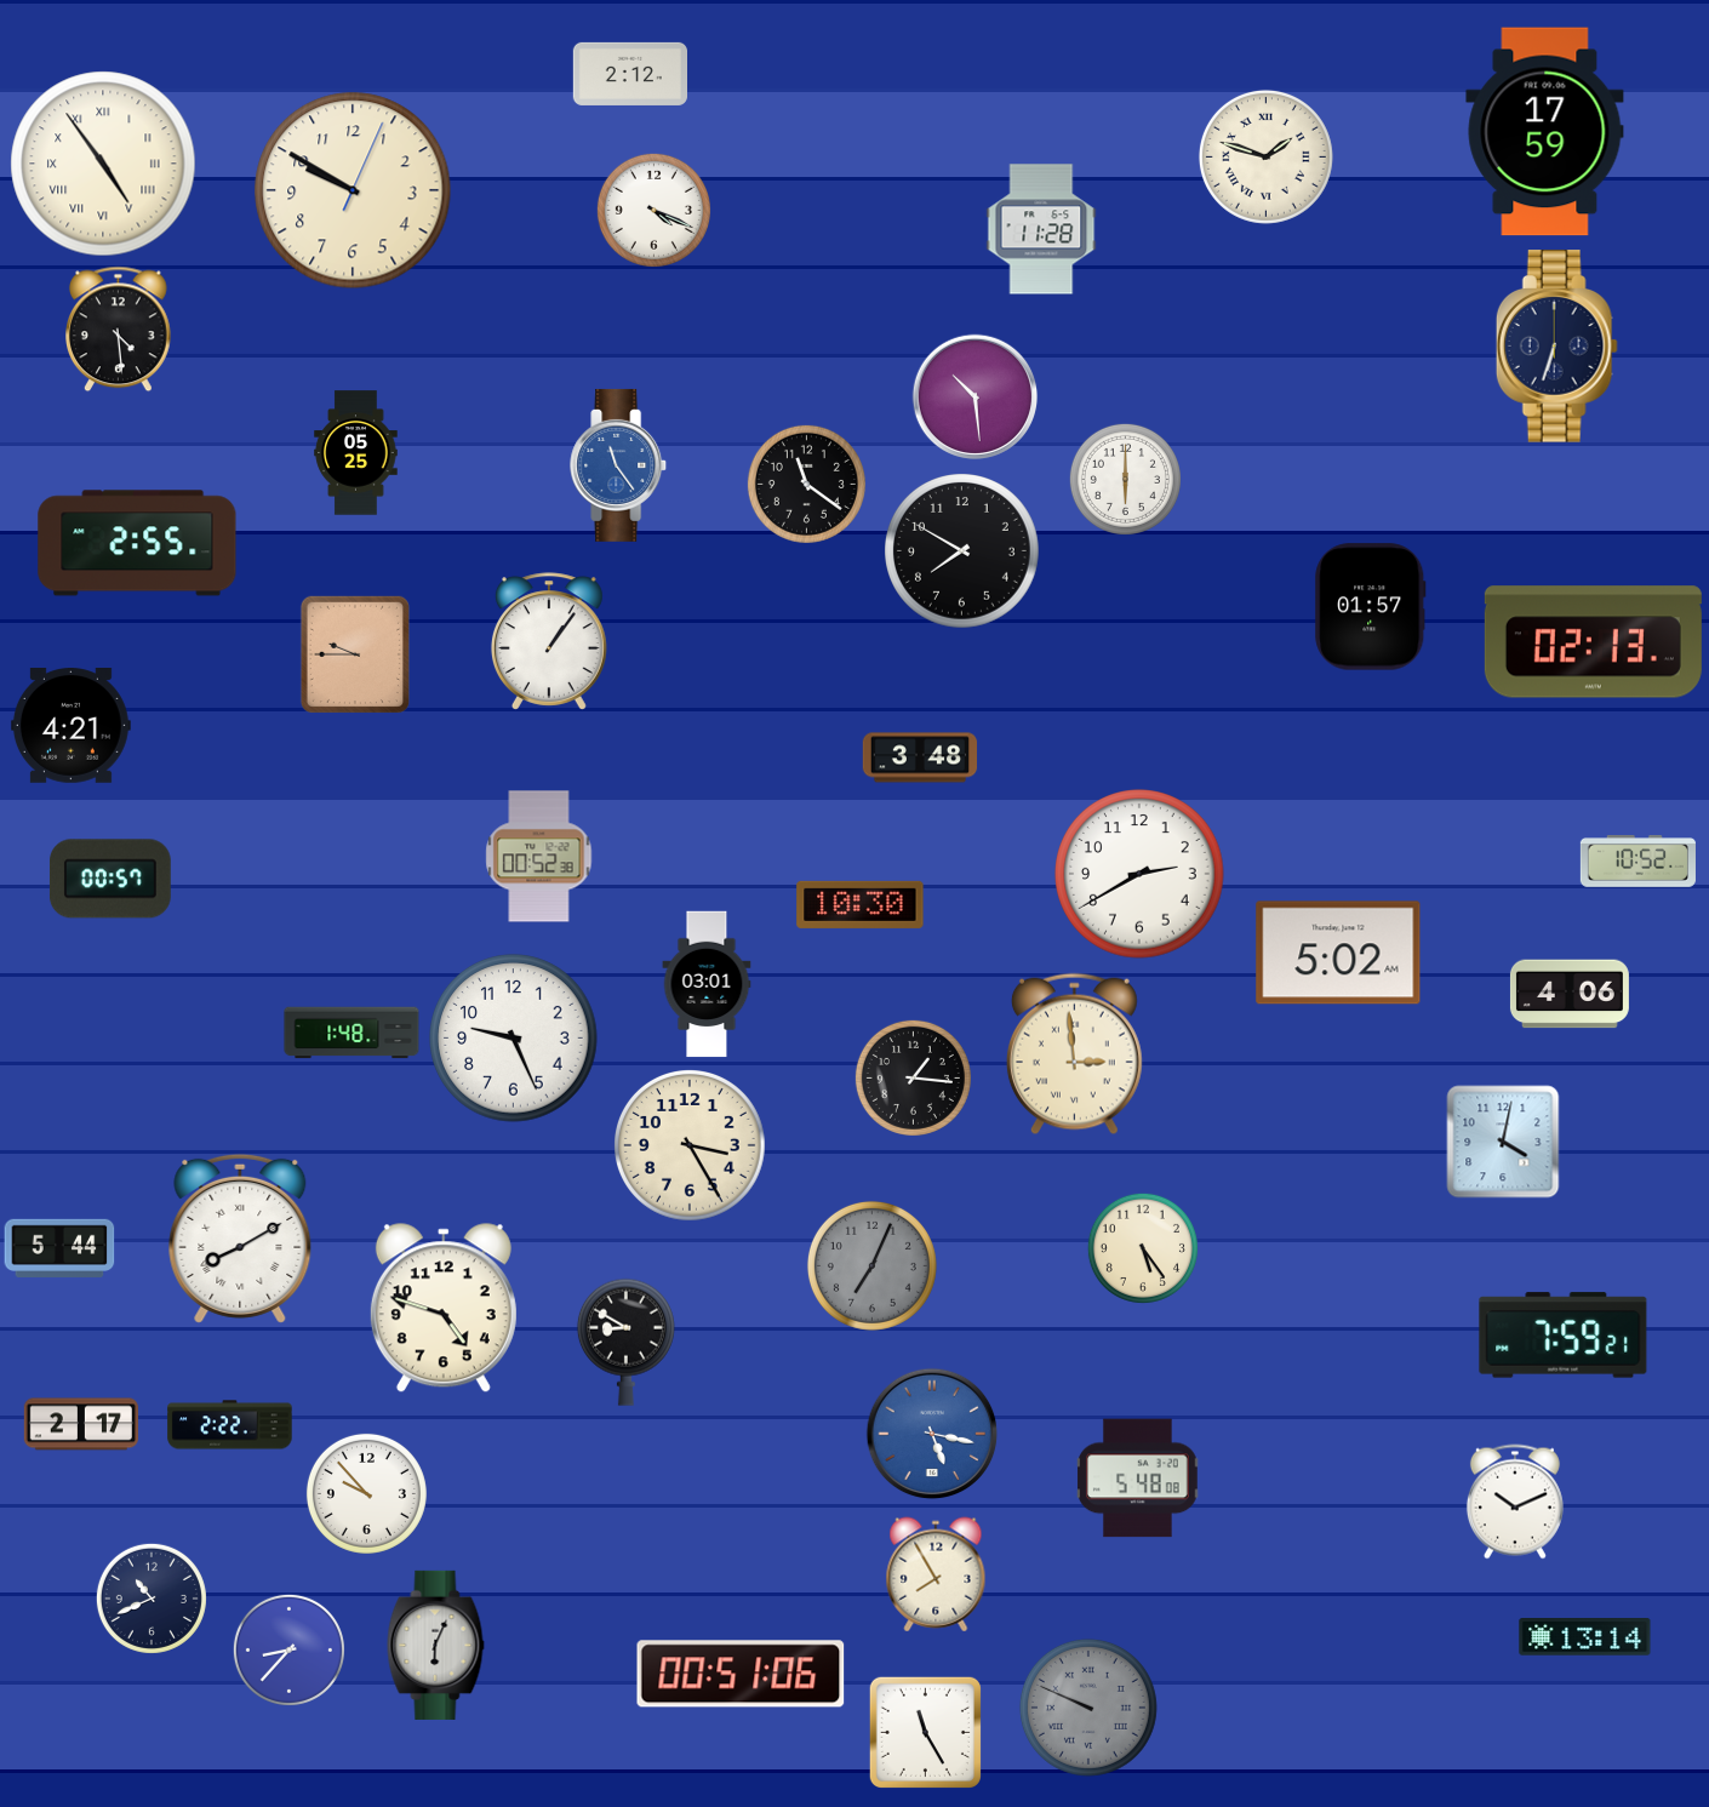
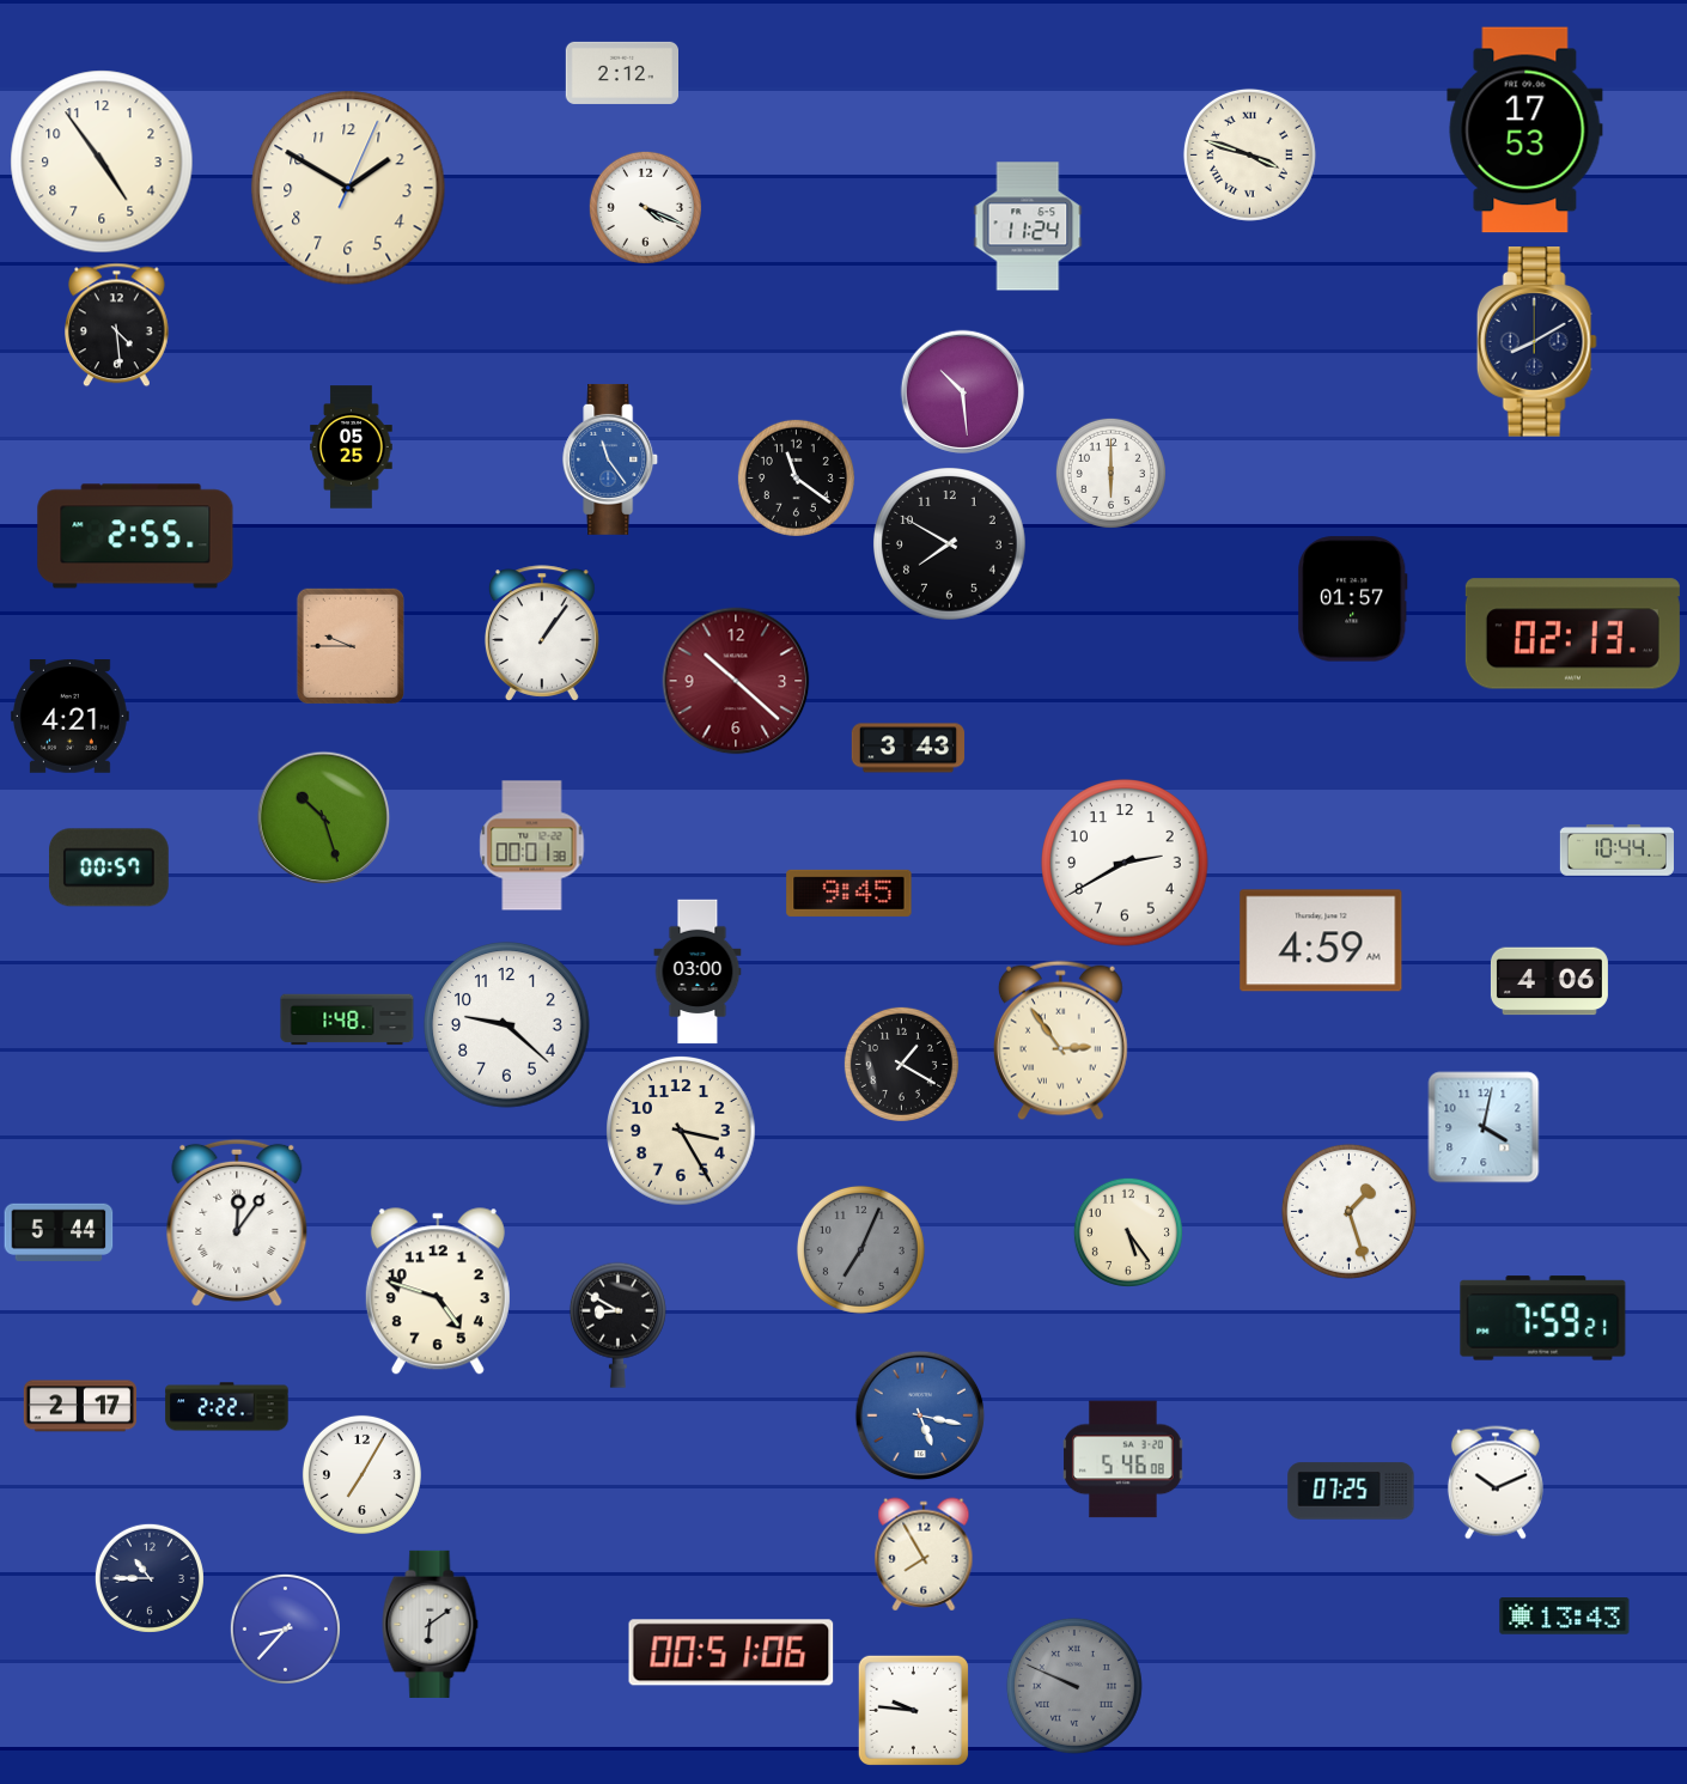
clock at (1545, 132): 17:59 -> 17:53
clock at (1265, 156): 1:48 -> 3:48
clock at (103, 164) numerals: Roman -> Arabic
clock at (353, 190): 9:50 -> 1:50
clock at (1041, 229): 11:28 -> 11:24
clock at (1556, 347): 6:33 -> 8:10
clock at (736, 681): none -> 10:22
clock at (920, 757): 3:48 -> 3:43
clock at (324, 818): none -> 10:27
clock at (539, 857): 00:52 -> 00:01
clock at (1637, 862): 10:52 -> 10:44
clock at (861, 904): 10:30 -> 9:45
clock at (1338, 953): 5:02 -> 4:59
clock at (707, 984): 03:01 -> 03:00
clock at (514, 1039): 9:26 -> 9:22
clock at (1074, 1054): 2:59 -> 2:54
clock at (913, 1077): 1:16 -> 1:20
clock at (1348, 1211): none -> 1:27
clock at (240, 1239): 8:10 -> 12:06
clock at (1138, 1479): 5:48 -> 5:46
clock at (366, 1493): 9:53 -> 7:05
clock at (1351, 1491): none -> 07:25
clock at (152, 1599): 10:41 -> 10:45
clock at (1585, 1637): 13:14 -> 13:43
clock at (436, 1645): 6:04 -> 6:09
clock at (925, 1732): 11:25 -> 9:46
